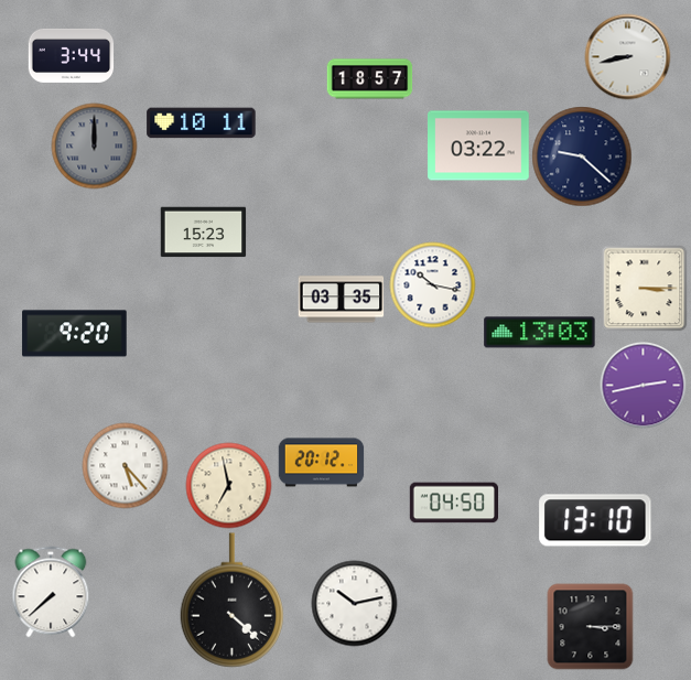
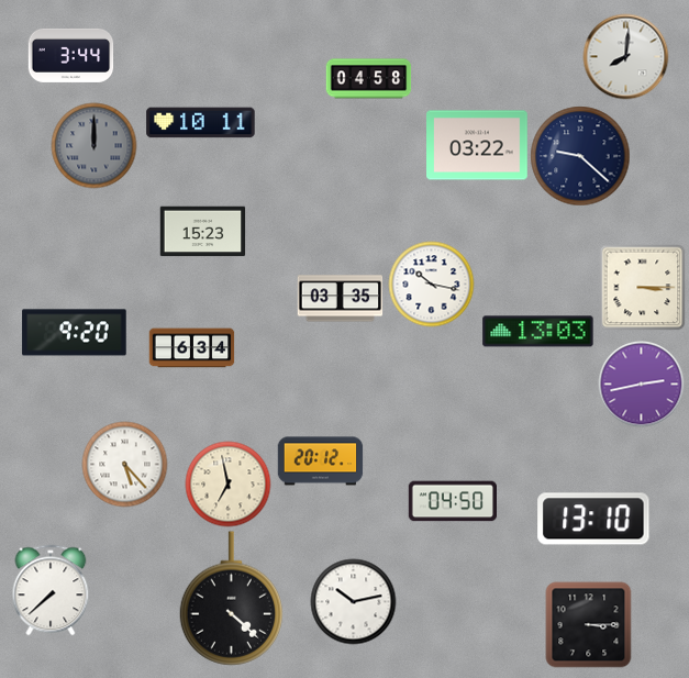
clock at (627, 56): 8:43 -> 8:01
clock at (369, 79): 18:57 -> 04:58
clock at (191, 348): none -> 6:34
